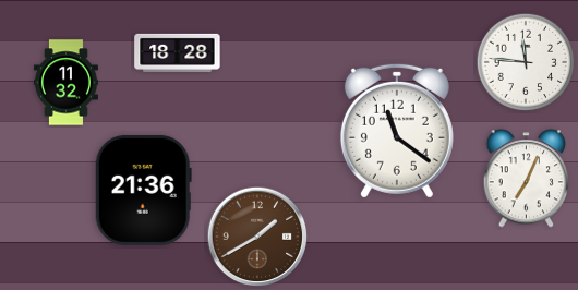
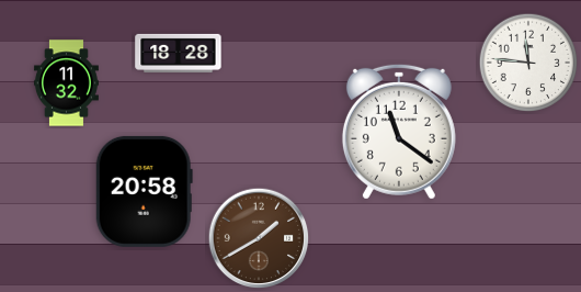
clock at (527, 179): 7:04 -> none
clock at (143, 190): 21:36 -> 20:58
